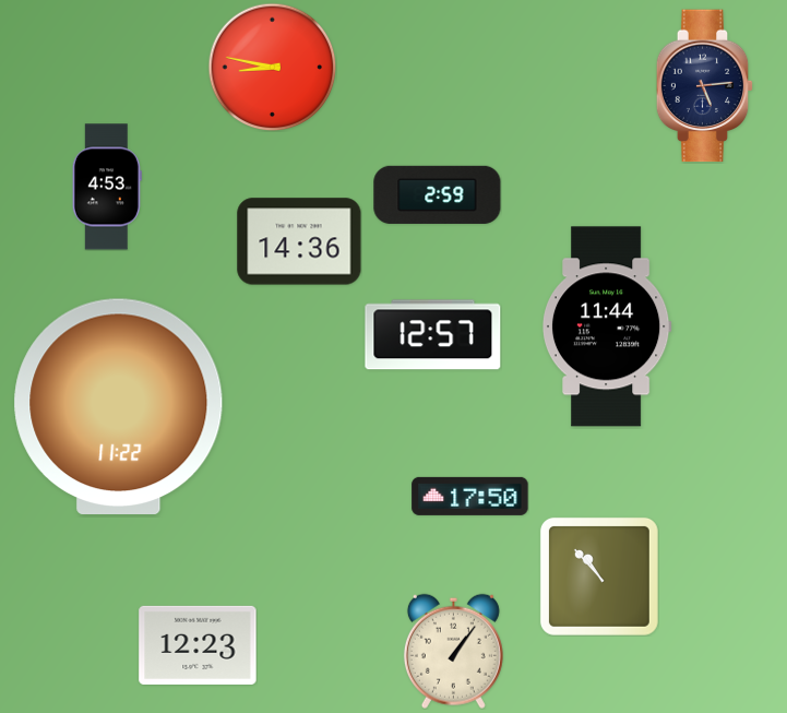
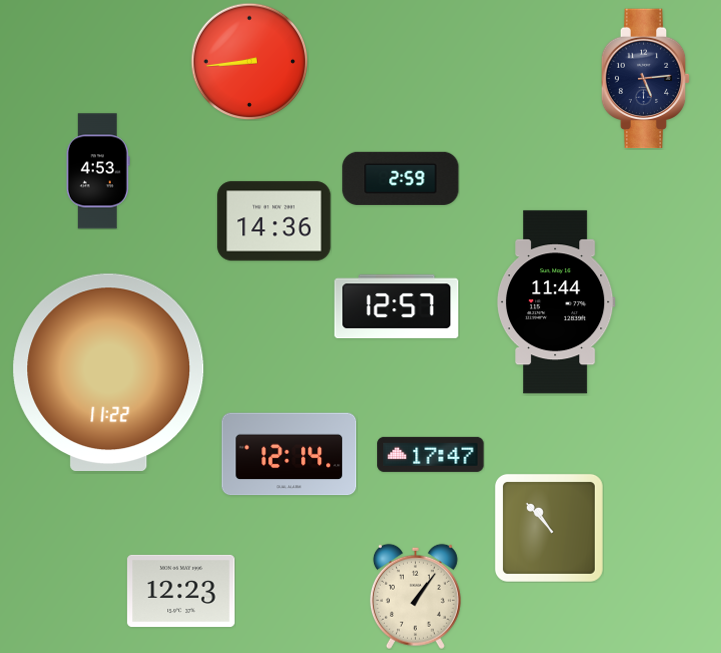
clock at (272, 67): 8:47 -> 8:44
clock at (607, 326) position: (607, 326) -> (556, 302)
clock at (289, 454): none -> 12:14
clock at (470, 496): 17:50 -> 17:47
